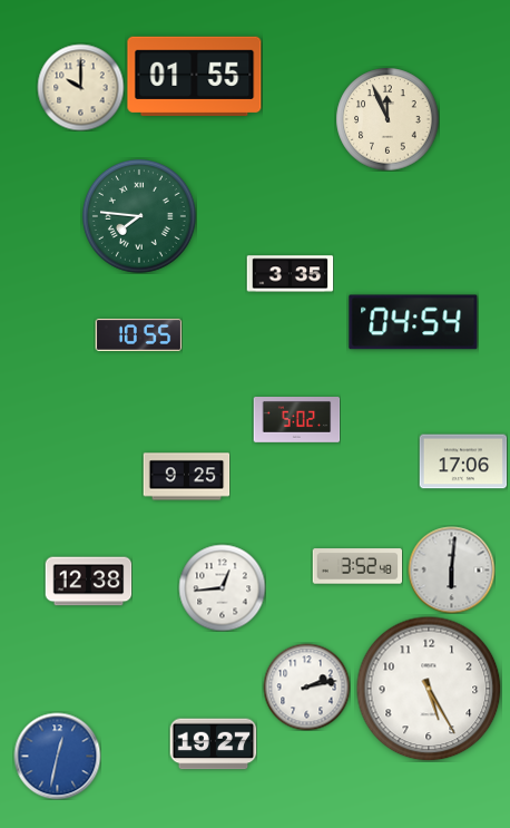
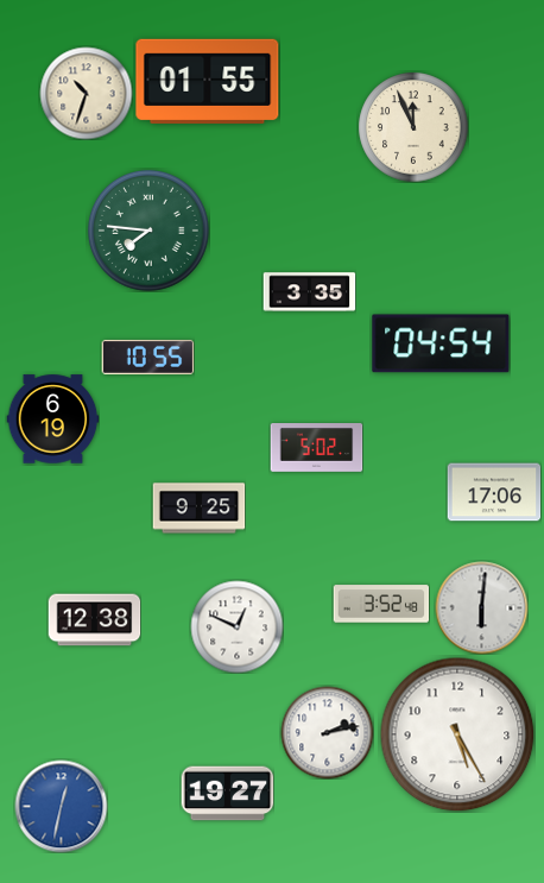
clock at (80, 87): 10:00 -> 10:33
clock at (52, 420): none -> 6:19
clock at (222, 587): 12:44 -> 12:49
